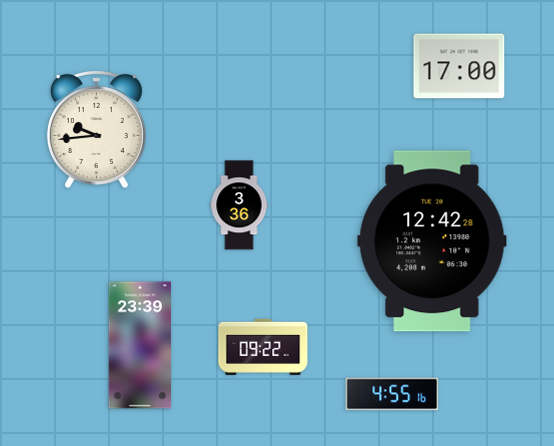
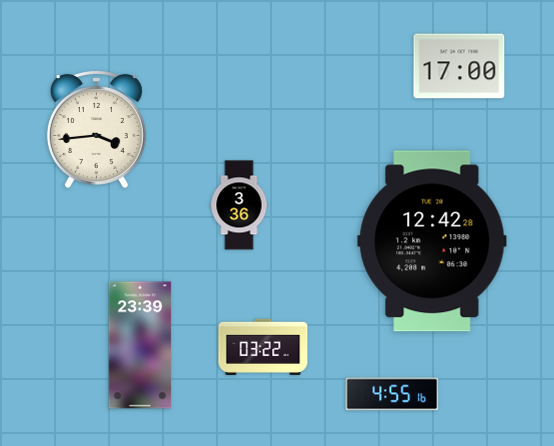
clock at (96, 129): 9:44 -> 3:44
clock at (263, 347): 09:22 -> 03:22
